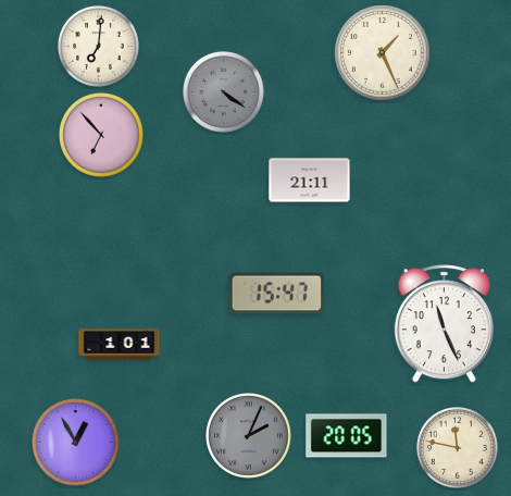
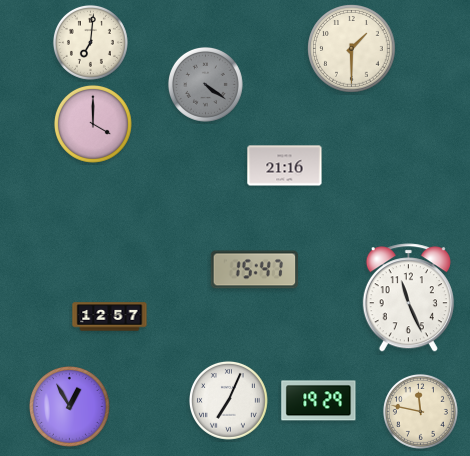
clock at (383, 53): 1:26 -> 1:30
clock at (101, 135): 6:53 -> 4:00
clock at (310, 181): 21:11 -> 21:16
clock at (120, 345): 1:01 -> 12:57
clock at (248, 435): 2:04 -> 7:04
clock at (248, 435) dial: grey -> white
clock at (347, 436): 20:05 -> 19:29
